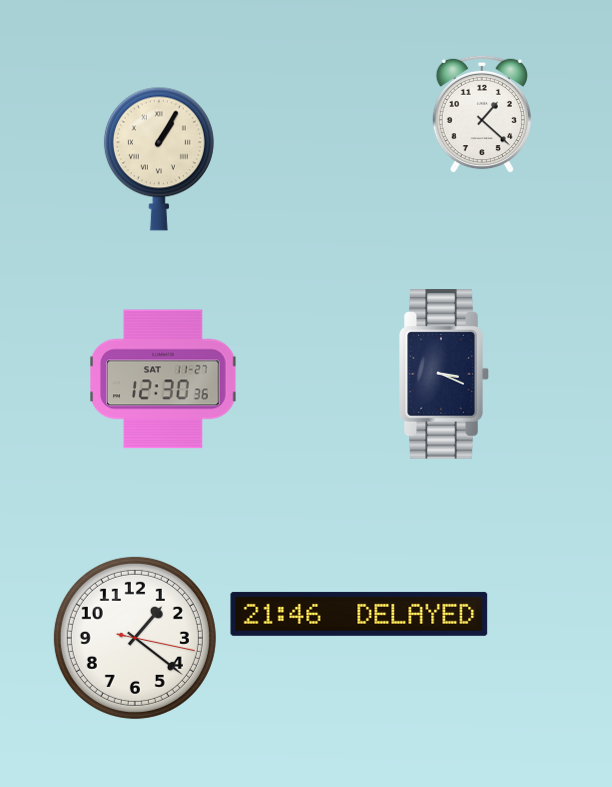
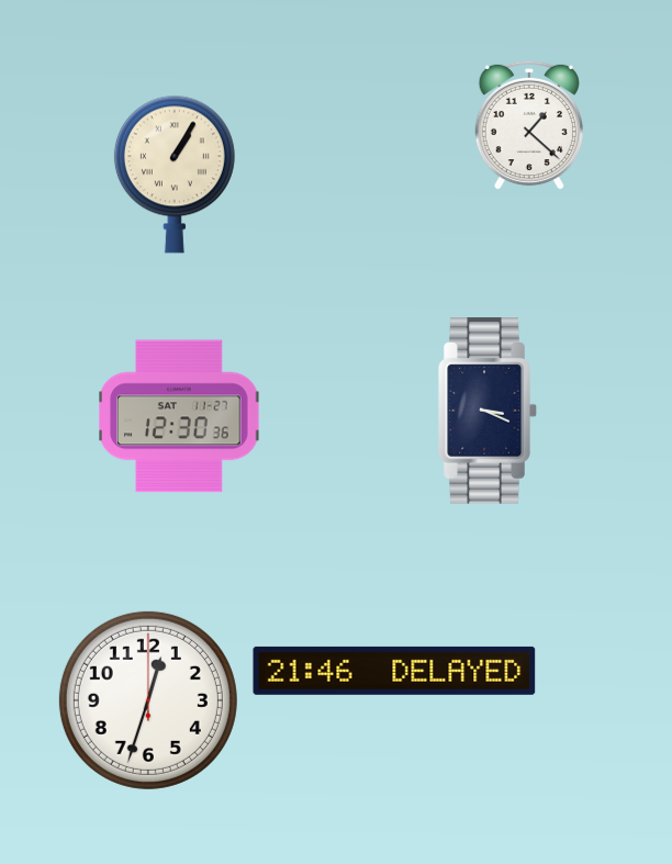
clock at (359, 614) position: (359, 614) -> (394, 671)
clock at (135, 638): 1:21 -> 12:33
